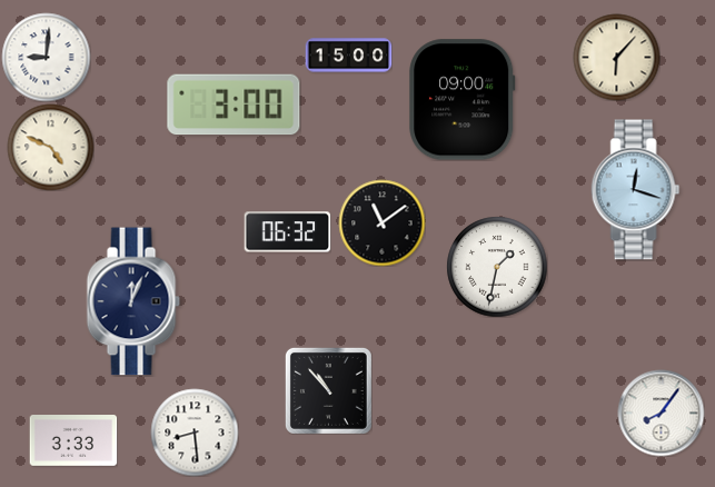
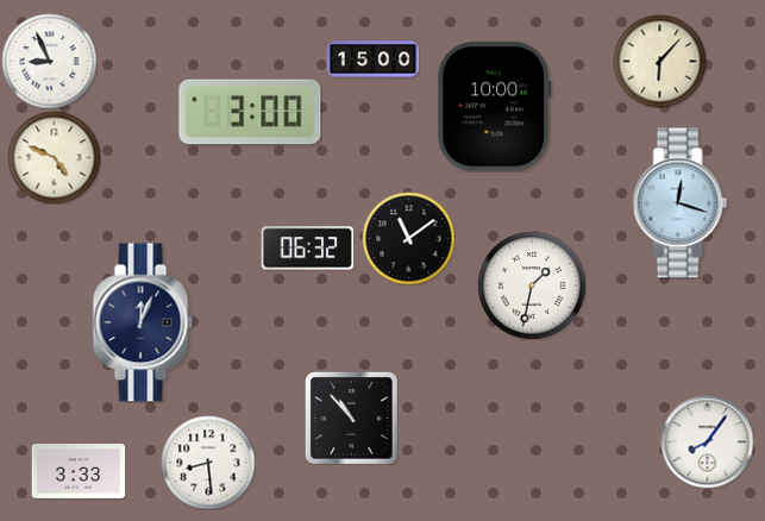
clock at (46, 57): 9:01 -> 8:56
clock at (463, 100): 09:00 -> 10:00
